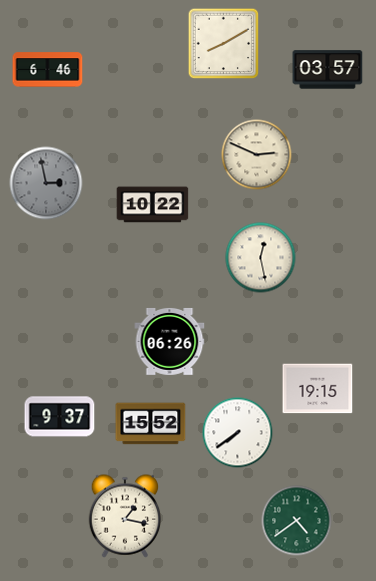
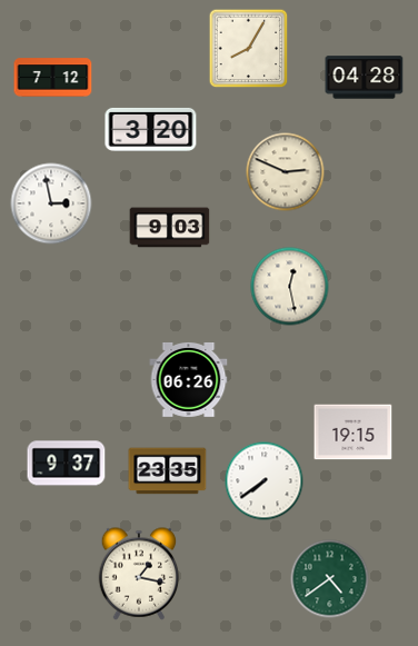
clock at (224, 44): 8:10 -> 8:05
clock at (48, 70): 6:46 -> 7:12
clock at (328, 70): 03:57 -> 04:28
clock at (151, 129): none -> 3:20
clock at (46, 183) dial: grey -> white
clock at (153, 205): 10:22 -> 9:03
clock at (151, 424): 15:52 -> 23:35
